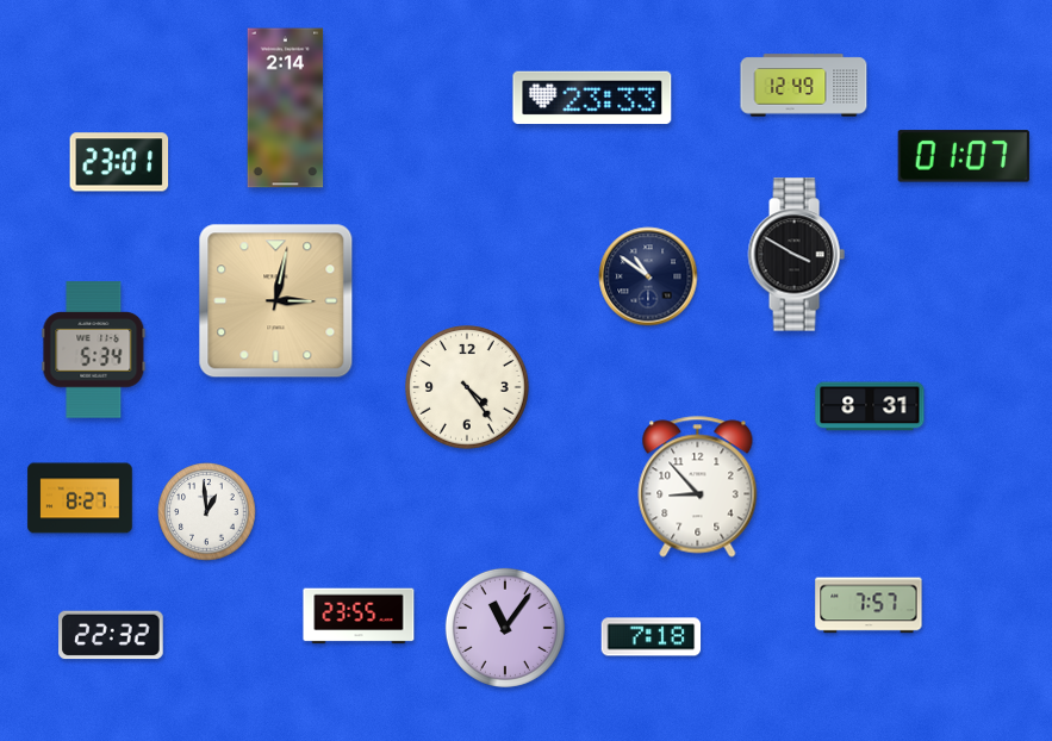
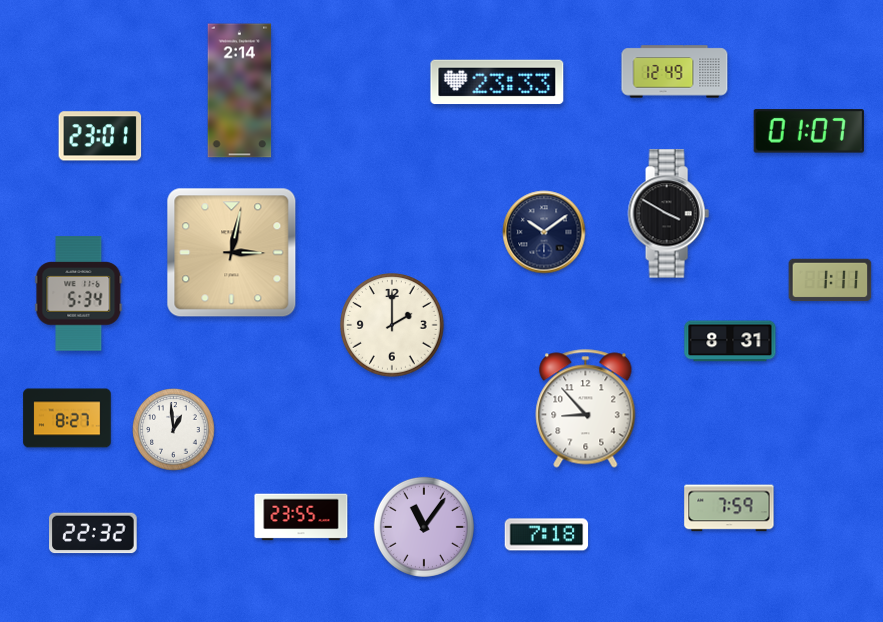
clock at (648, 276): 10:51 -> 10:09
clock at (830, 280): none -> 1:11
clock at (467, 387): 4:24 -> 2:00
clock at (869, 605): 7:57 -> 7:59
